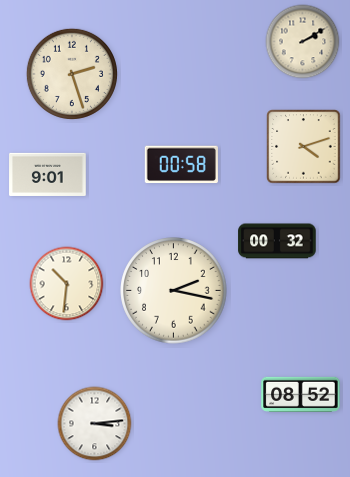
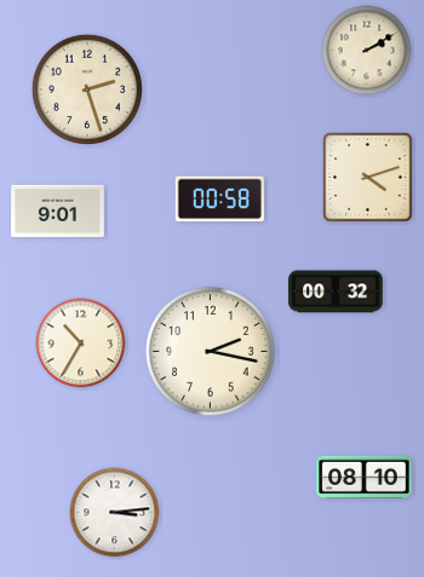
clock at (67, 284): 10:31 -> 10:35
clock at (301, 394): 08:52 -> 08:10
